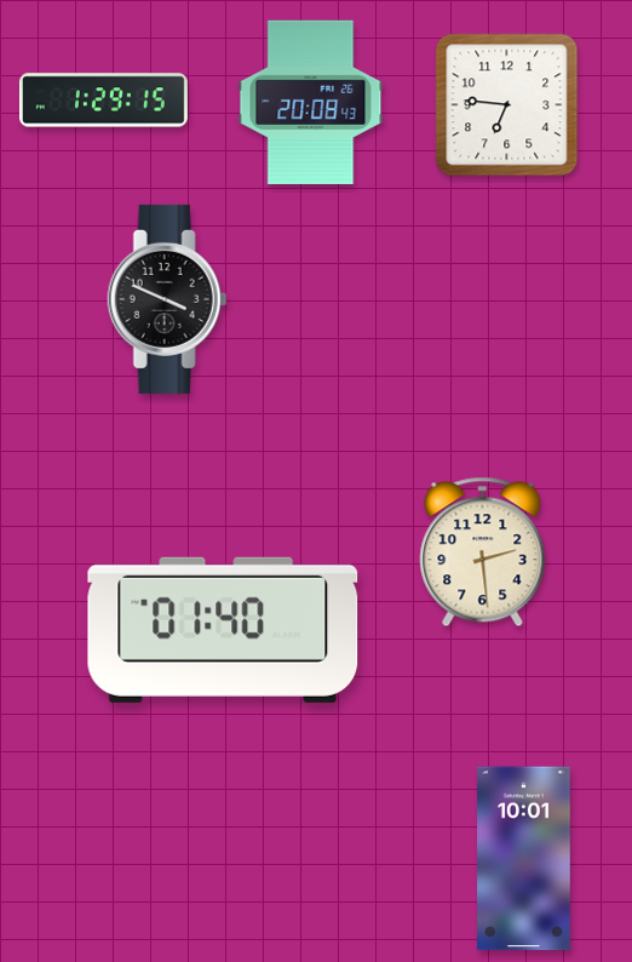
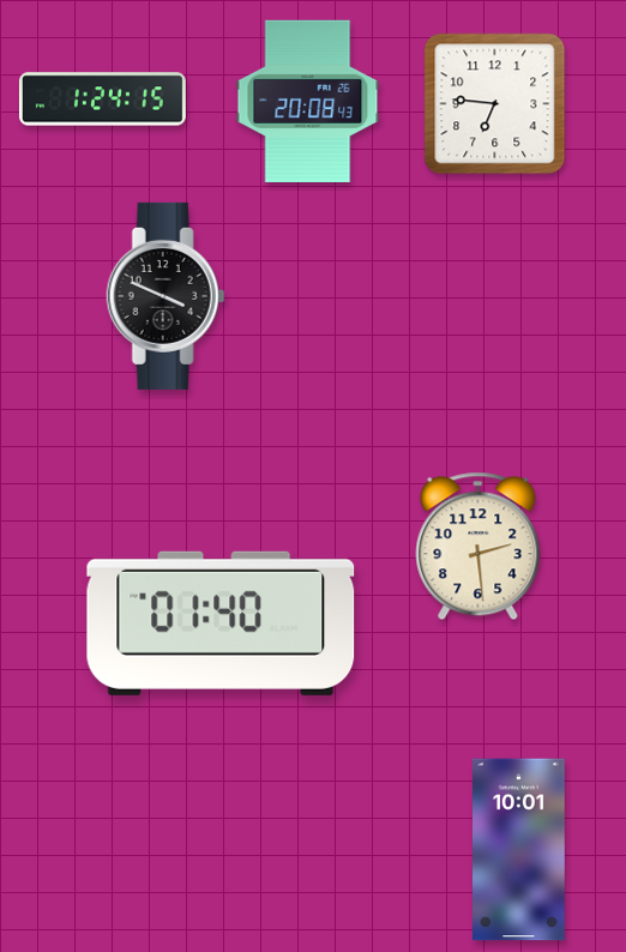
clock at (103, 101): 1:29 -> 1:24
clock at (507, 105) position: (507, 105) -> (495, 104)
